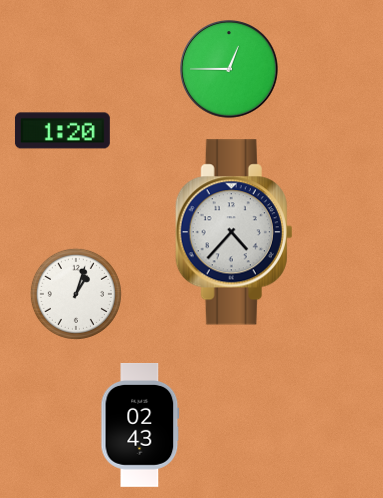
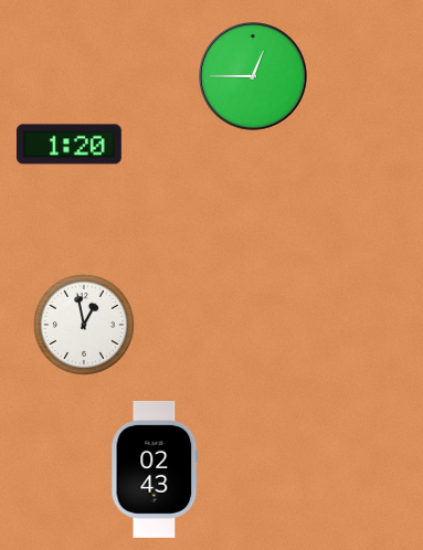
clock at (234, 232): 4:37 -> none
clock at (76, 294): 1:03 -> 12:58
